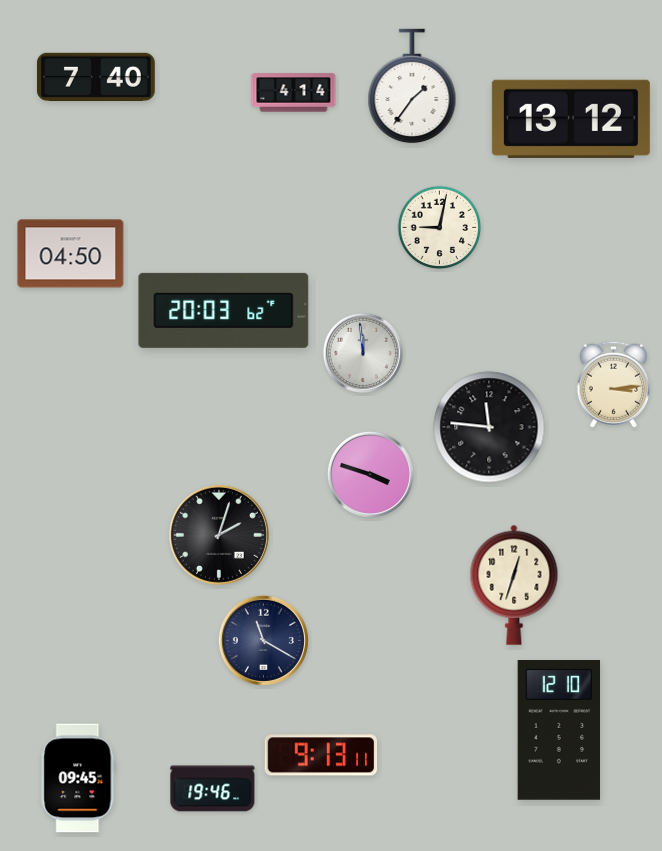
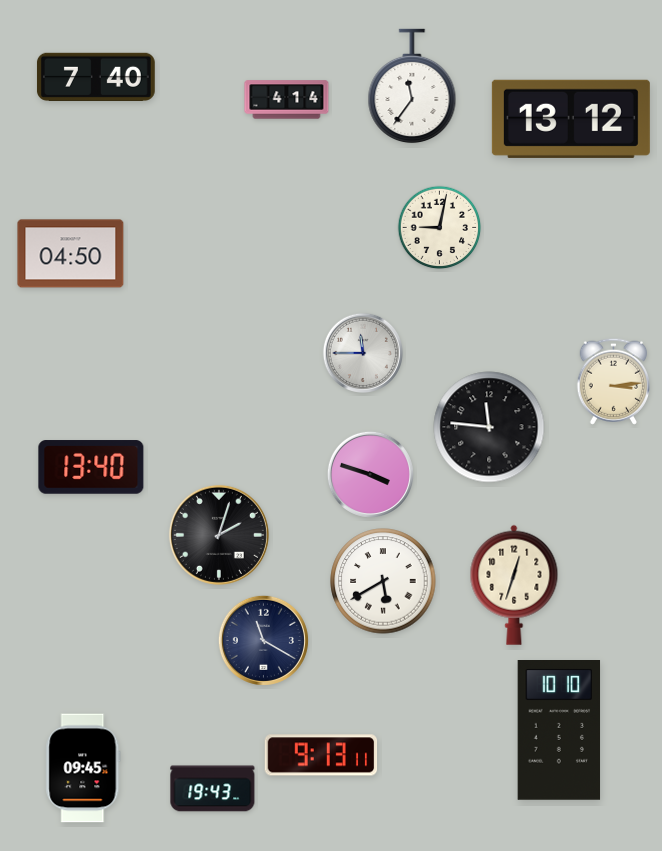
clock at (412, 86): 1:36 -> 11:36
clock at (294, 93) position: (294, 93) -> (287, 100)
clock at (224, 310): 20:03 -> none
clock at (362, 352): 11:59 -> 11:45
clock at (613, 384) position: (613, 384) -> (613, 381)
clock at (91, 467): none -> 13:40
clock at (383, 581): none -> 5:40
clock at (559, 731): 12:10 -> 10:10
clock at (78, 778) position: (78, 778) -> (83, 768)
clock at (213, 789): 19:46 -> 19:43
